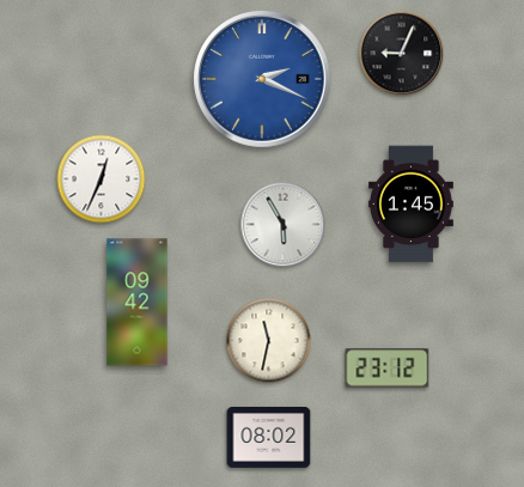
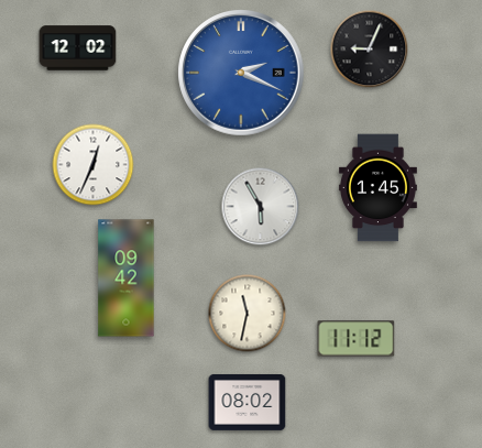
clock at (78, 48): none -> 12:02
clock at (388, 369): 23:12 -> 11:12
